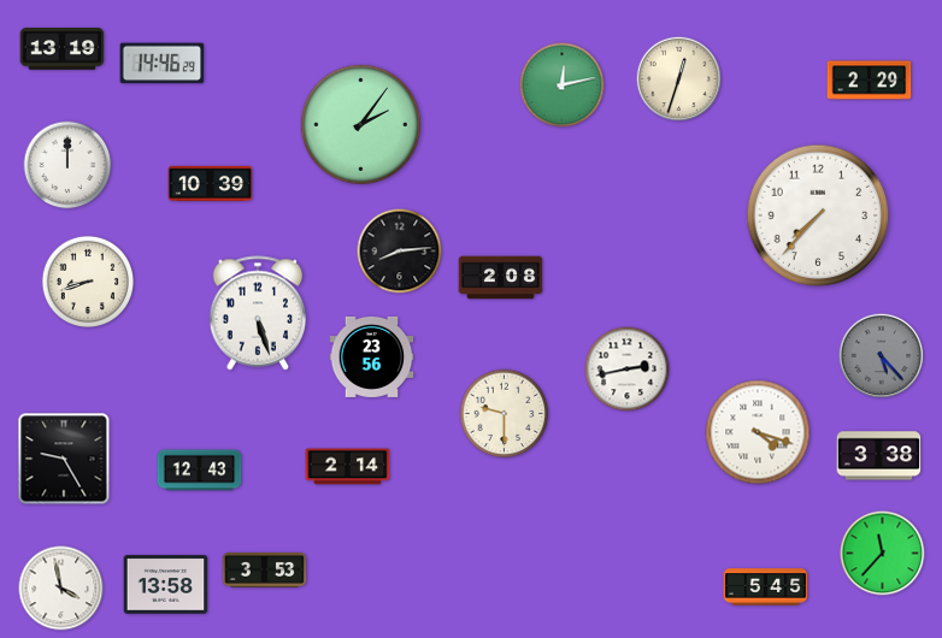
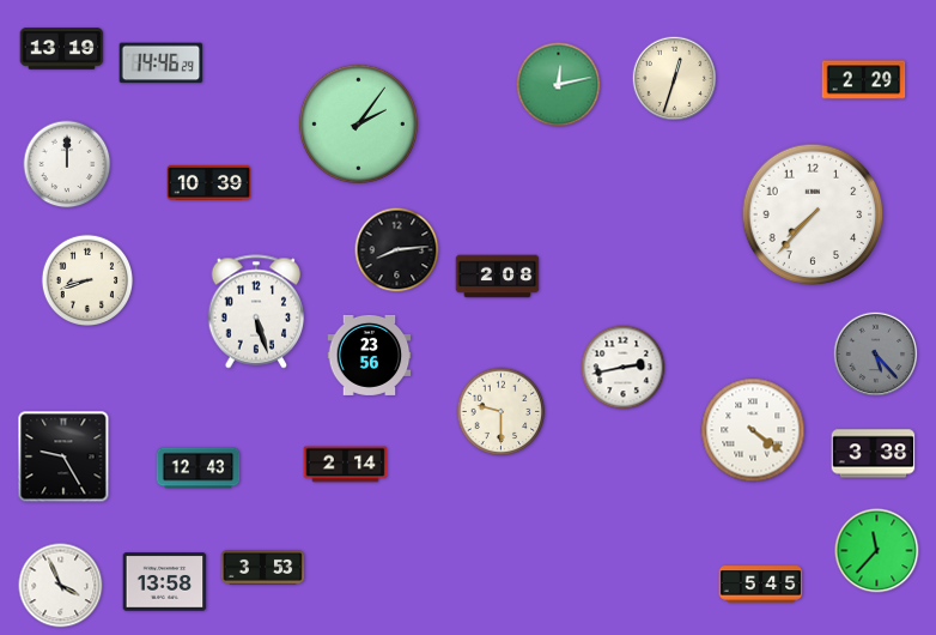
clock at (758, 432): 4:18 -> 4:21
clock at (61, 589): 3:58 -> 3:56
